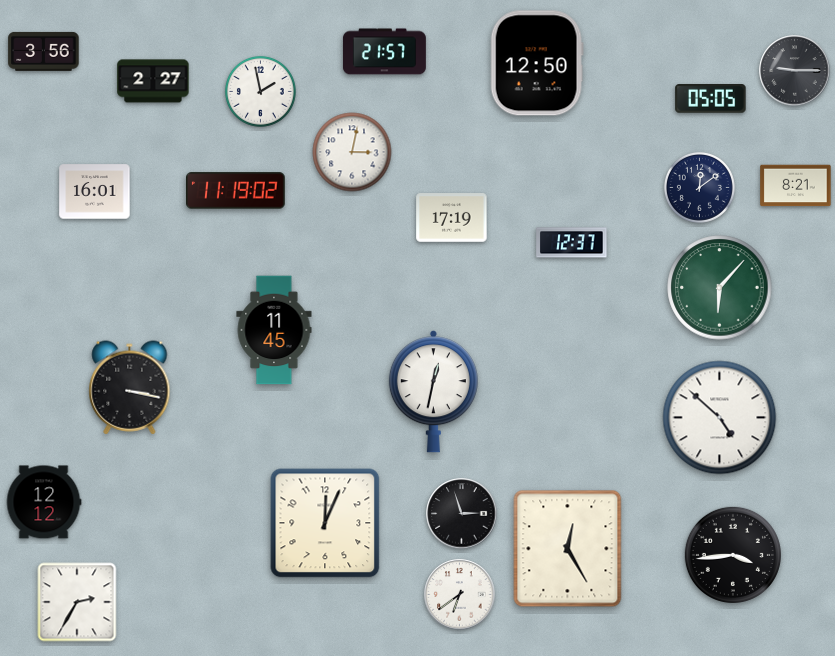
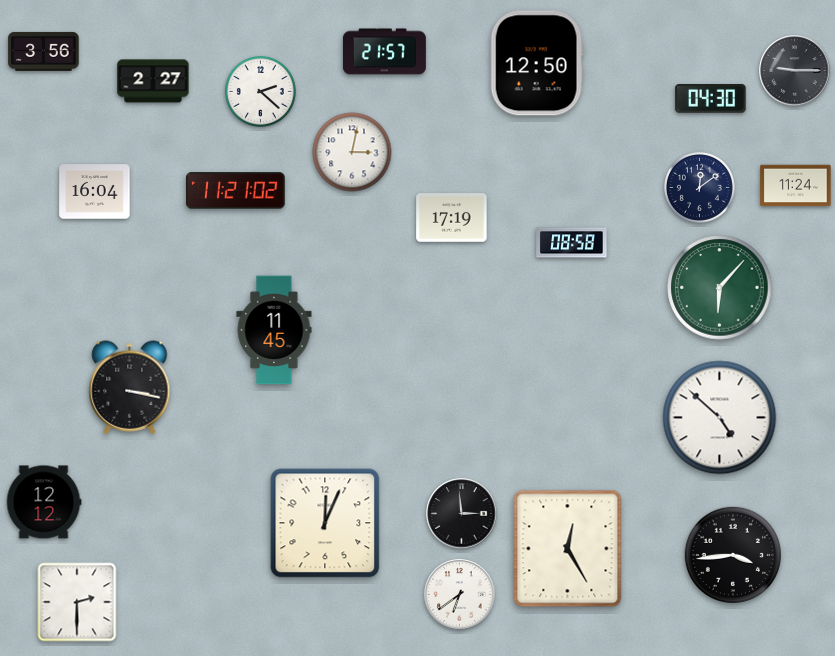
clock at (260, 91): 1:58 -> 2:22
clock at (711, 99): 05:05 -> 04:30
clock at (796, 186): 8:21 -> 11:24
clock at (236, 191): 11:19 -> 11:21
clock at (95, 192): 16:01 -> 16:04
clock at (572, 243): 12:37 -> 08:58
clock at (433, 392): 12:32 -> none
clock at (462, 514): 2:57 -> 2:59
clock at (77, 602): 2:35 -> 2:30
